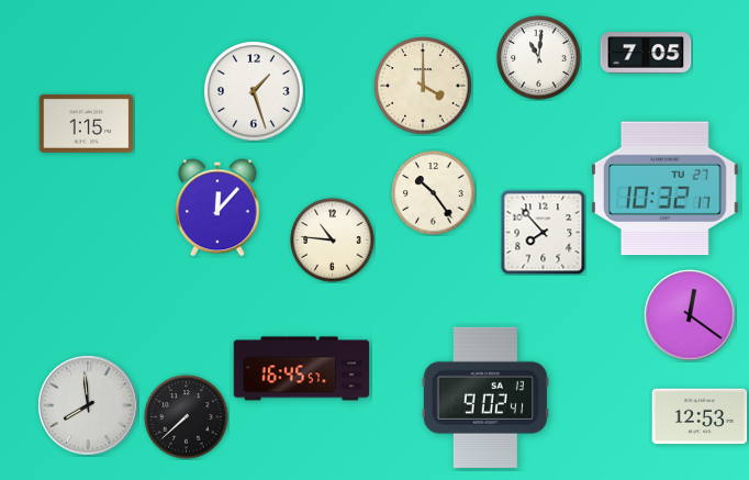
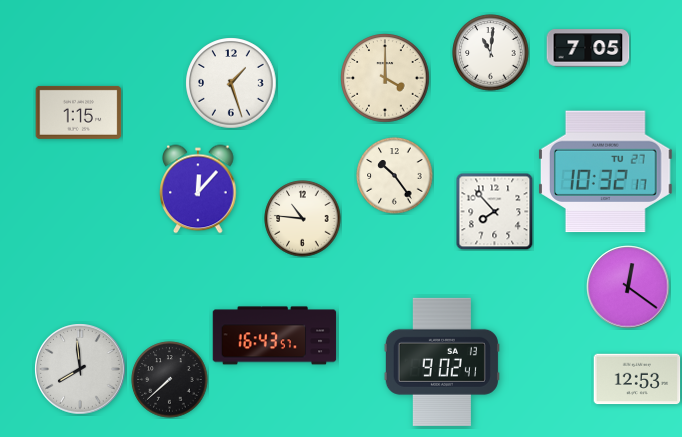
clock at (302, 369): 16:45 -> 16:43
